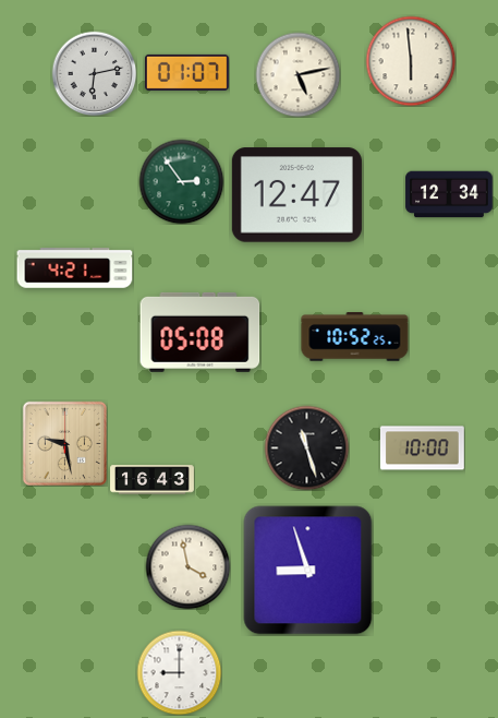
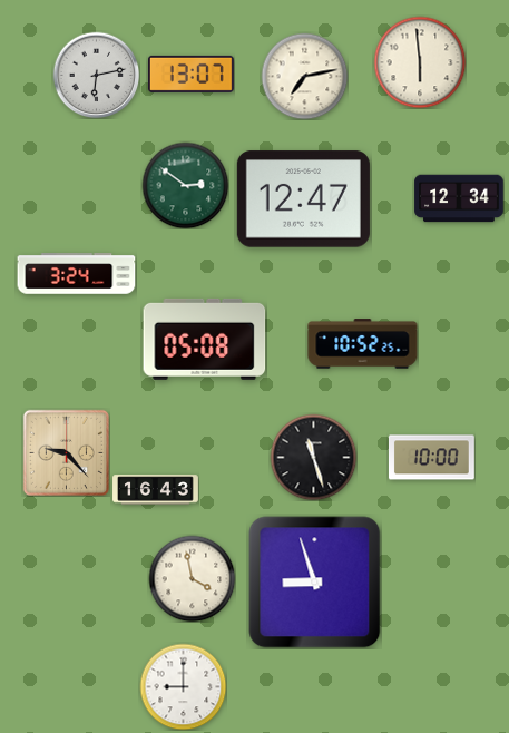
clock at (186, 72): 01:07 -> 13:07
clock at (297, 74): 5:13 -> 7:13
clock at (181, 181): 2:54 -> 2:51
clock at (75, 268): 4:21 -> 3:24
clock at (64, 443): 9:28 -> 9:23
